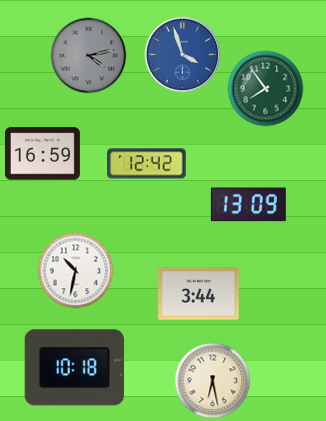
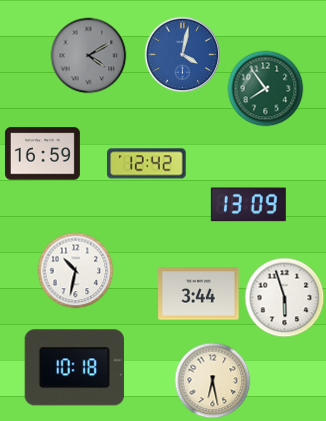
clock at (183, 55): 3:57 -> 4:02
clock at (89, 56): 4:13 -> 4:10
clock at (285, 298): none -> 5:57
